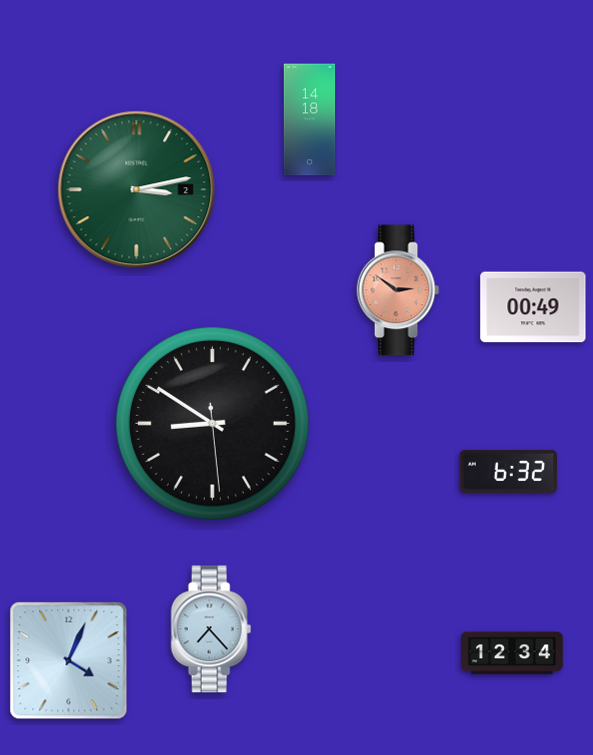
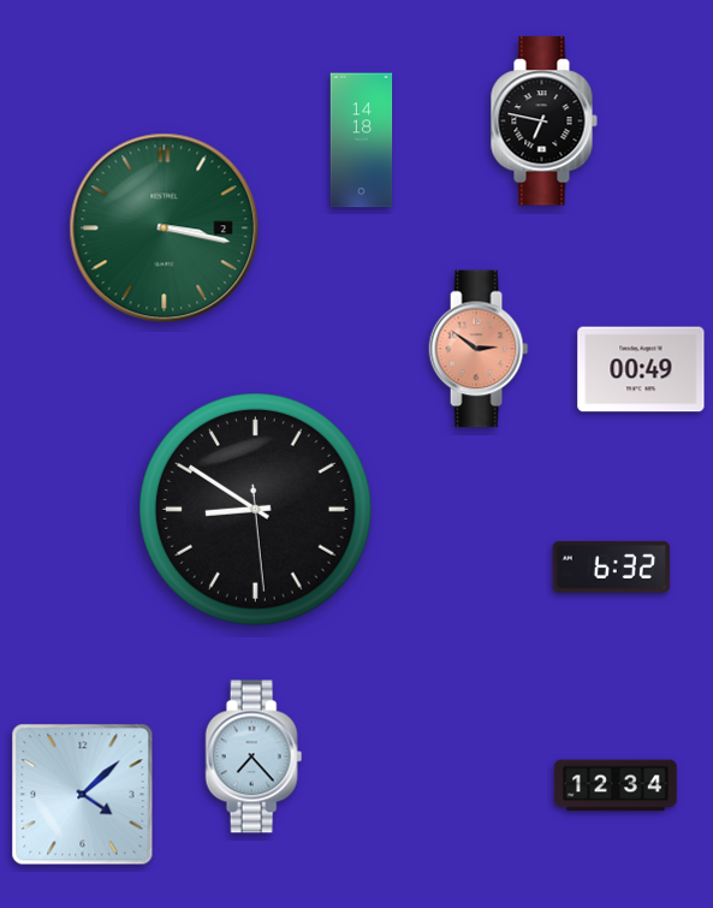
clock at (543, 121): none -> 6:47
clock at (310, 120) position: (310, 120) -> (362, 141)
clock at (137, 190): 3:13 -> 3:17
clock at (69, 661): 4:04 -> 4:08
